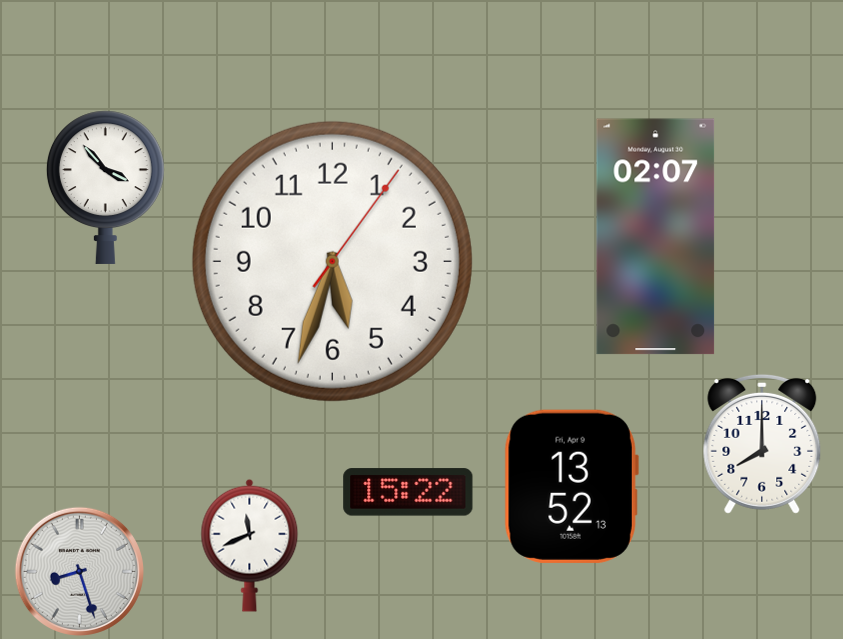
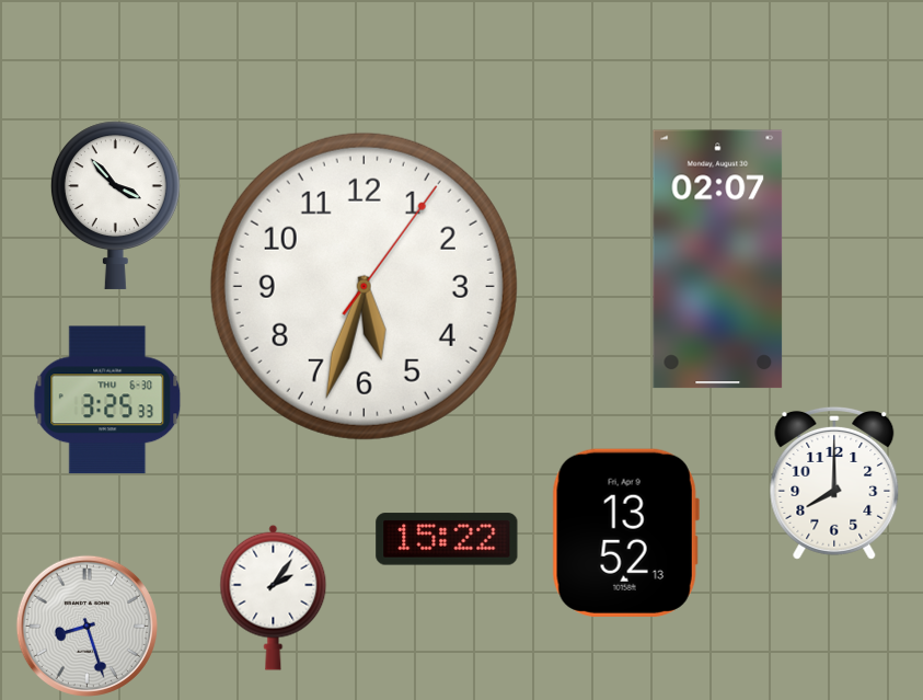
clock at (107, 400): none -> 3:25
clock at (762, 444) position: (762, 444) -> (834, 483)
clock at (250, 545): 11:41 -> 2:06
